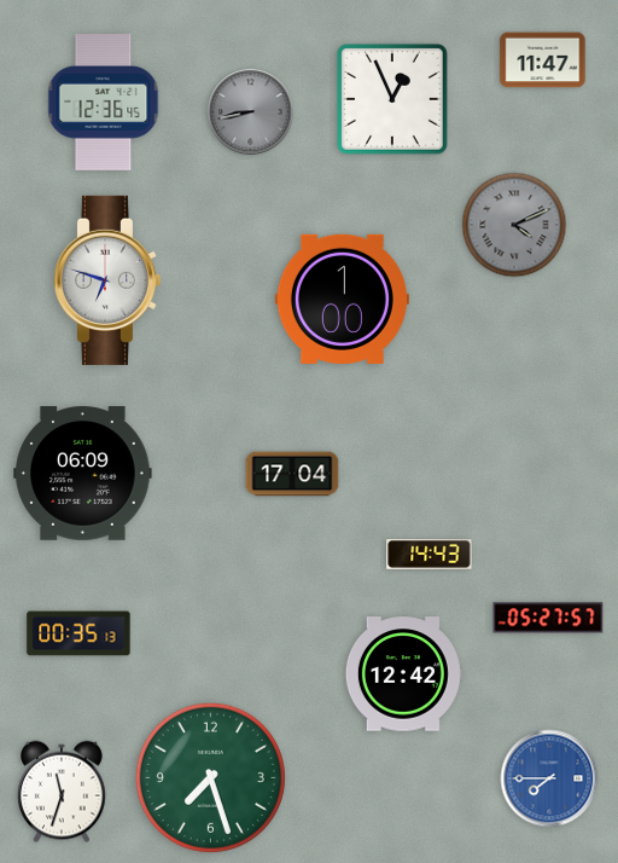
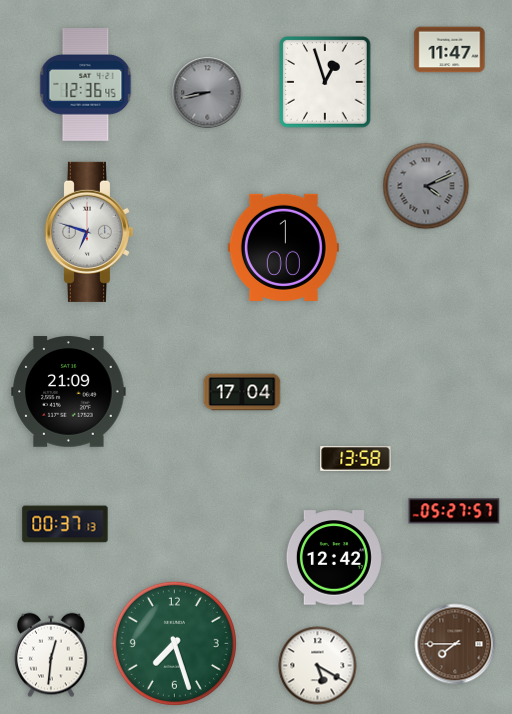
clock at (393, 100): 12:56 -> 12:57
clock at (83, 474): 06:09 -> 21:09
clock at (430, 554): 14:43 -> 13:58
clock at (78, 633): 00:35 -> 00:37
clock at (549, 778) dial: blue -> brown
clock at (62, 792): 11:33 -> 12:31
clock at (318, 666): none -> 5:20
